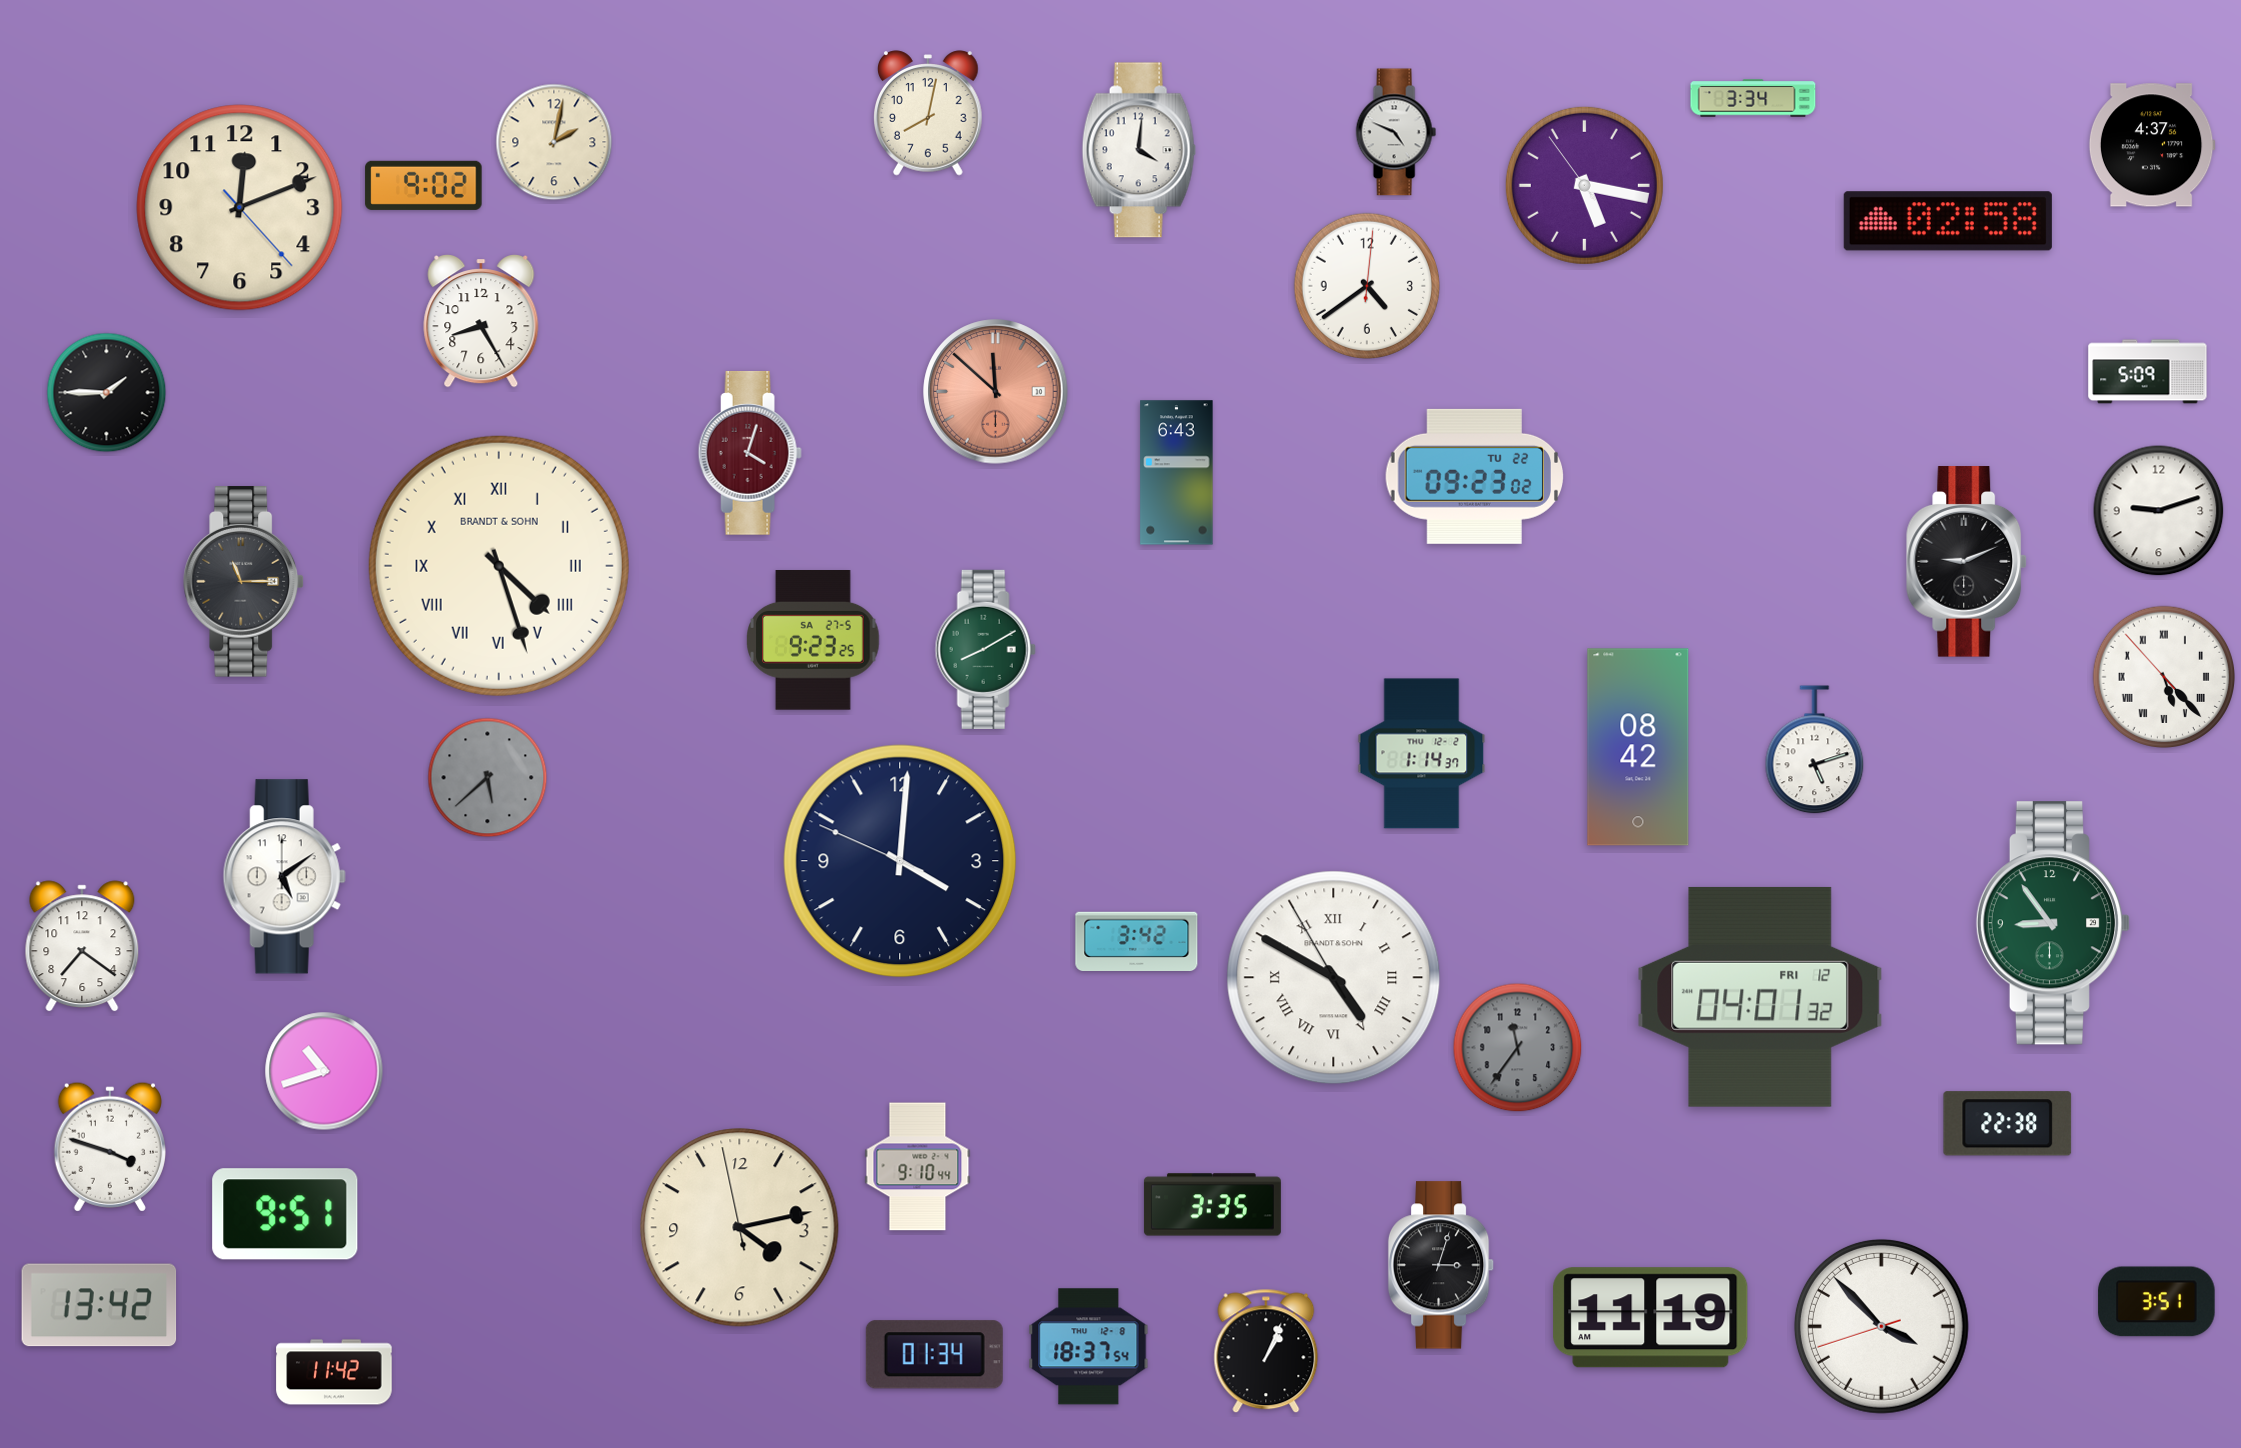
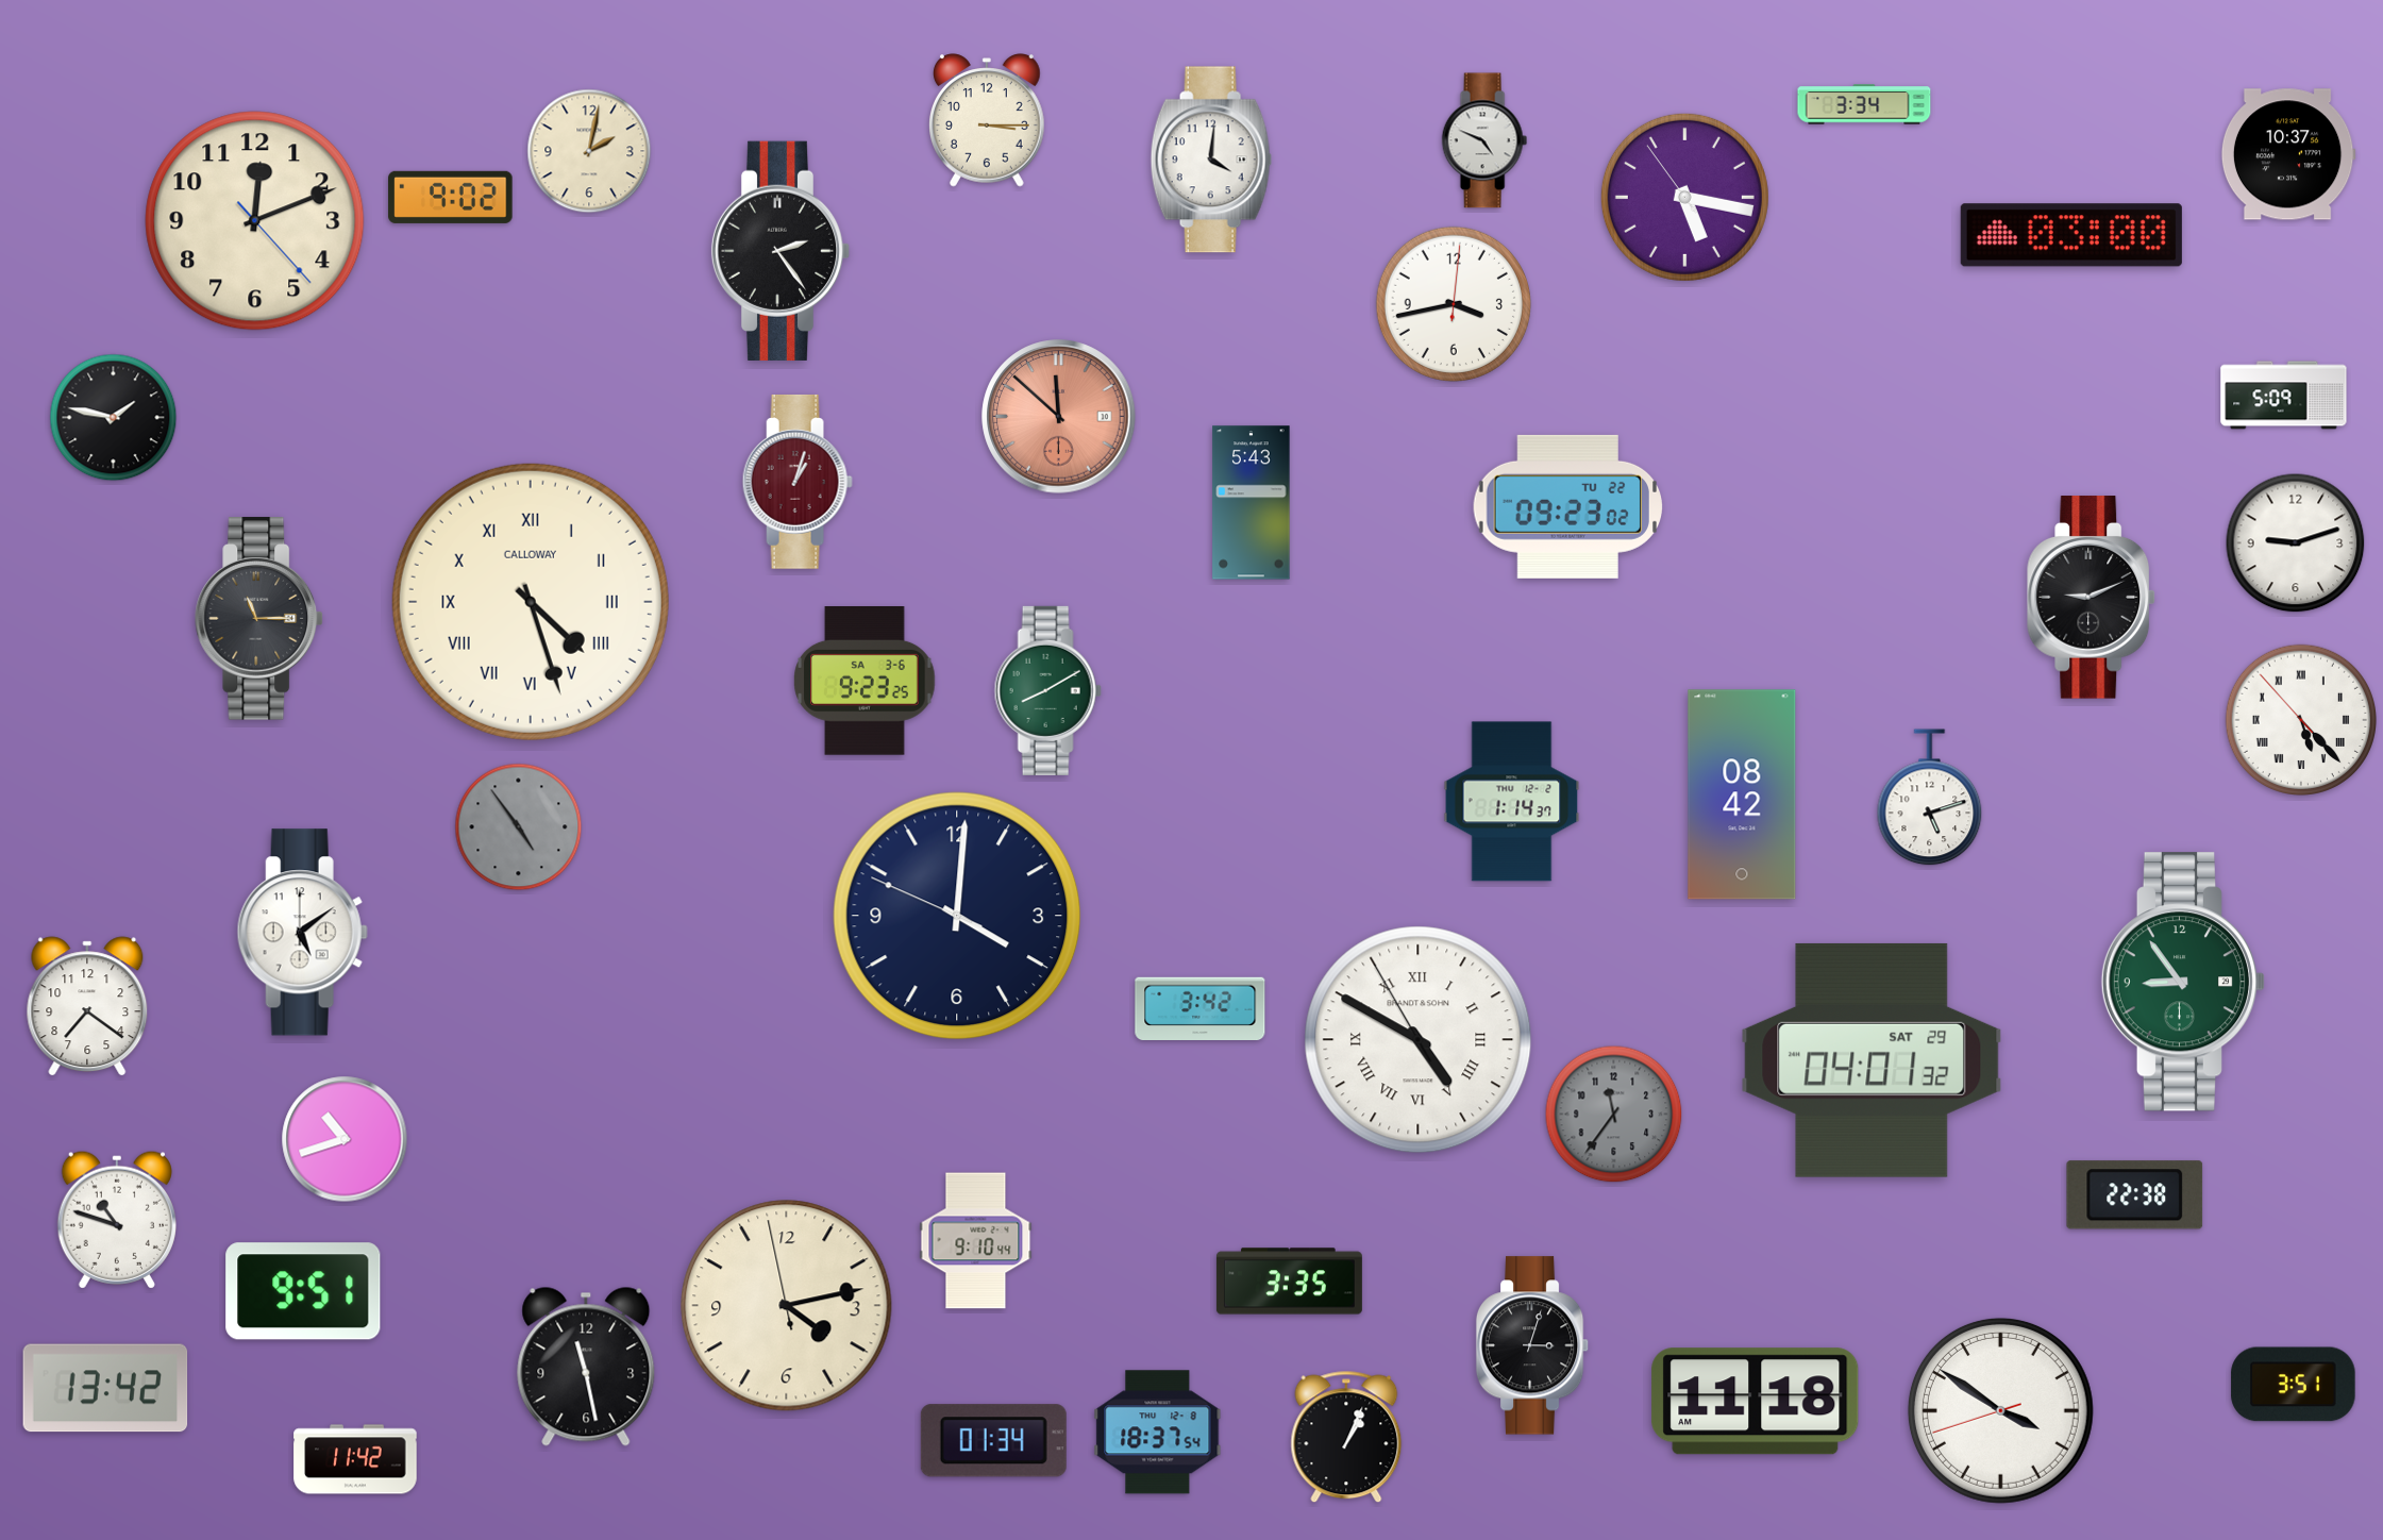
clock at (929, 113): 8:02 -> 3:15
clock at (2152, 145): 4:37 -> 10:37
clock at (1948, 221): 02:58 -> 03:00
clock at (781, 251): none -> 2:24
clock at (1367, 286): 4:39 -> 3:43
clock at (481, 322): 8:25 -> none
clock at (107, 393): 1:45 -> 1:47
clock at (750, 453): 4:03 -> 1:03
clock at (1177, 473): 6:43 -> 5:43
clock at (499, 566) brand: BRANDT & SOHN -> CALLOWAY
clock at (813, 641) date: SA 27-5 -> SA 3-6
clock at (488, 778): 5:38 -> 4:54
clock at (1137, 941) position: (1137, 941) -> (1201, 1008)
clock at (1760, 997) date: FRI 12 -> SAT 29
clock at (110, 1147): 3:48 -> 10:48
clock at (586, 1367): none -> 11:28
clock at (1651, 1318): 11:19 -> 11:18
clock at (1881, 1326): 3:52 -> 3:50
